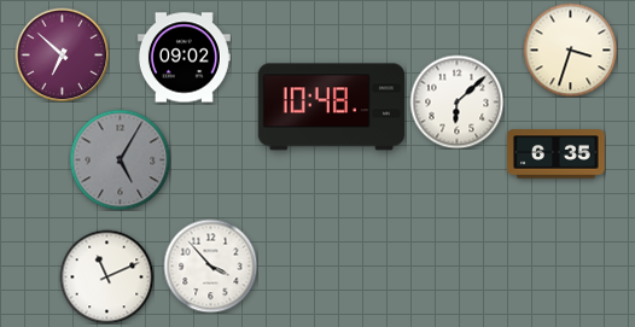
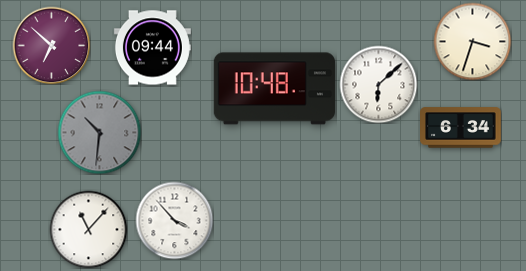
clock at (183, 58): 09:02 -> 09:44
clock at (557, 154): 6:35 -> 6:34
clock at (120, 159): 5:05 -> 10:31
clock at (106, 276): 11:11 -> 11:07
